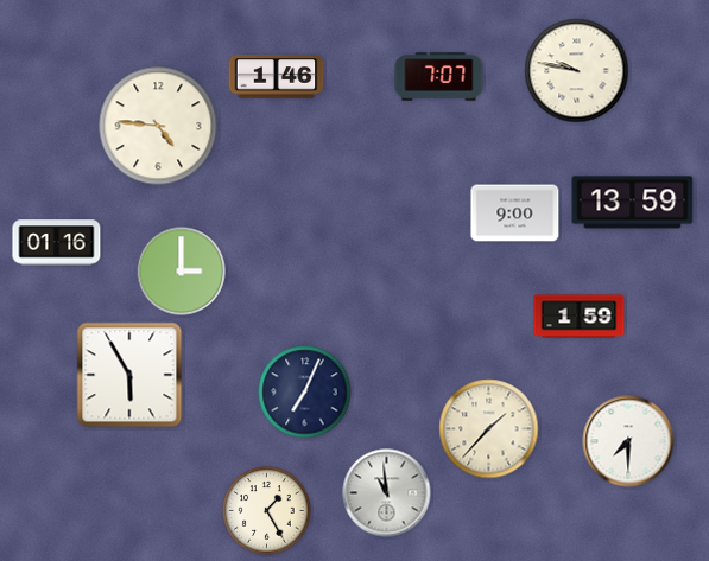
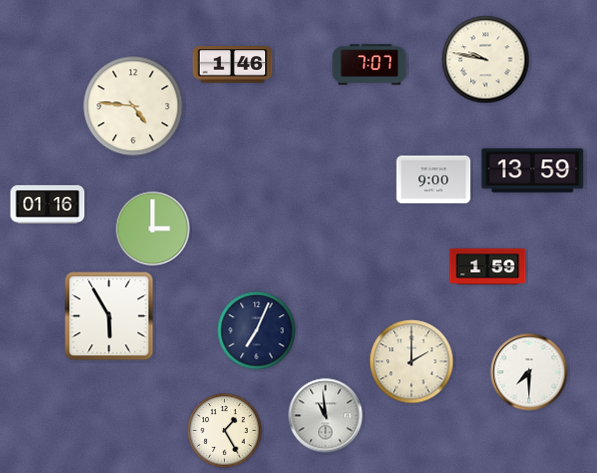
clock at (489, 429): 1:37 -> 2:00
